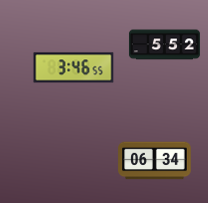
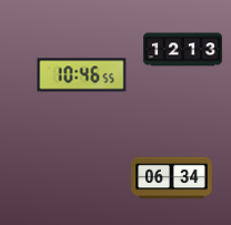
clock at (164, 45): 5:52 -> 12:13
clock at (74, 68): 3:46 -> 10:46
